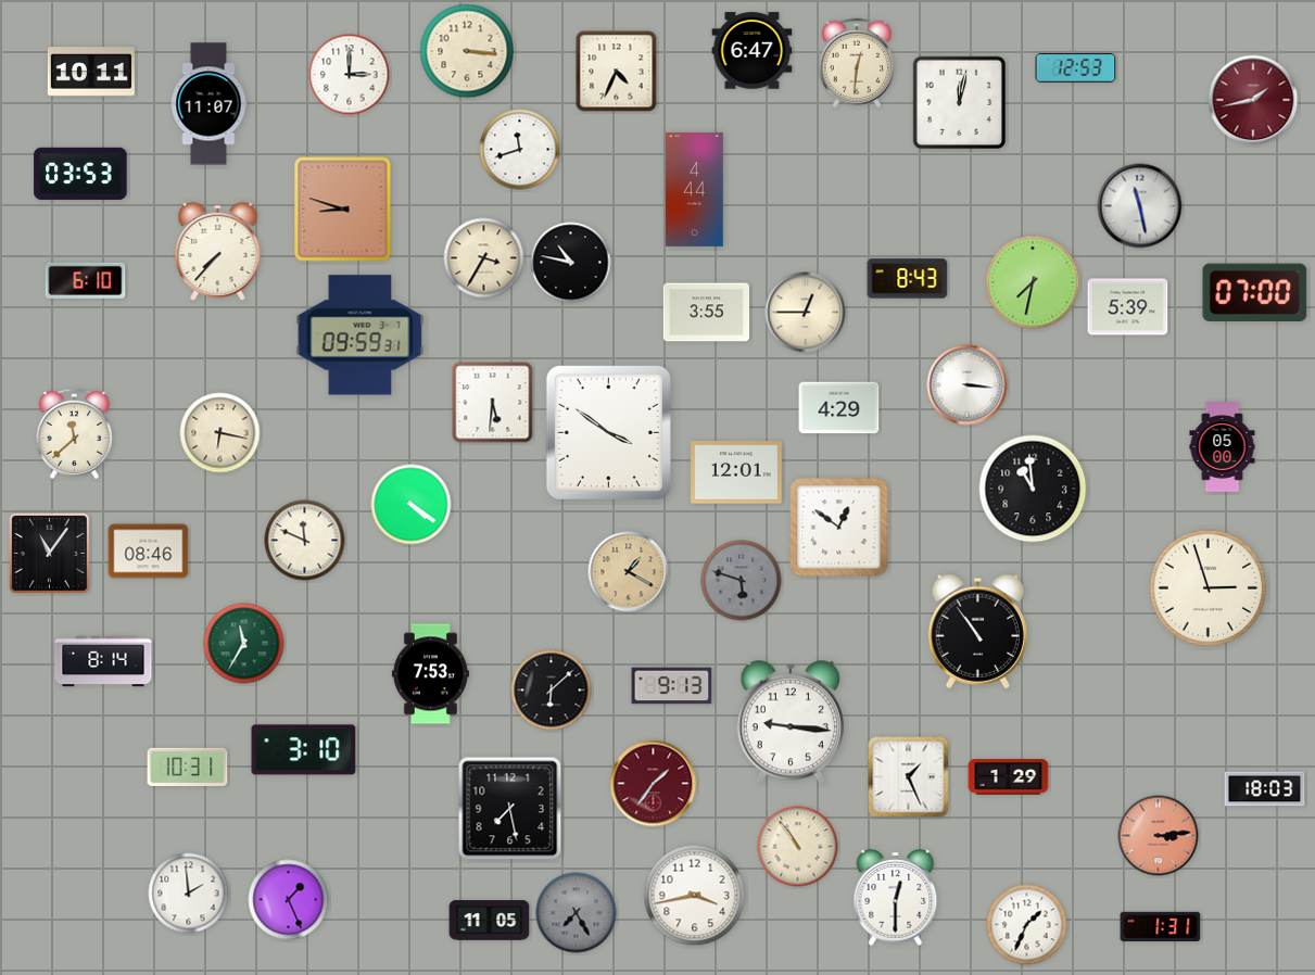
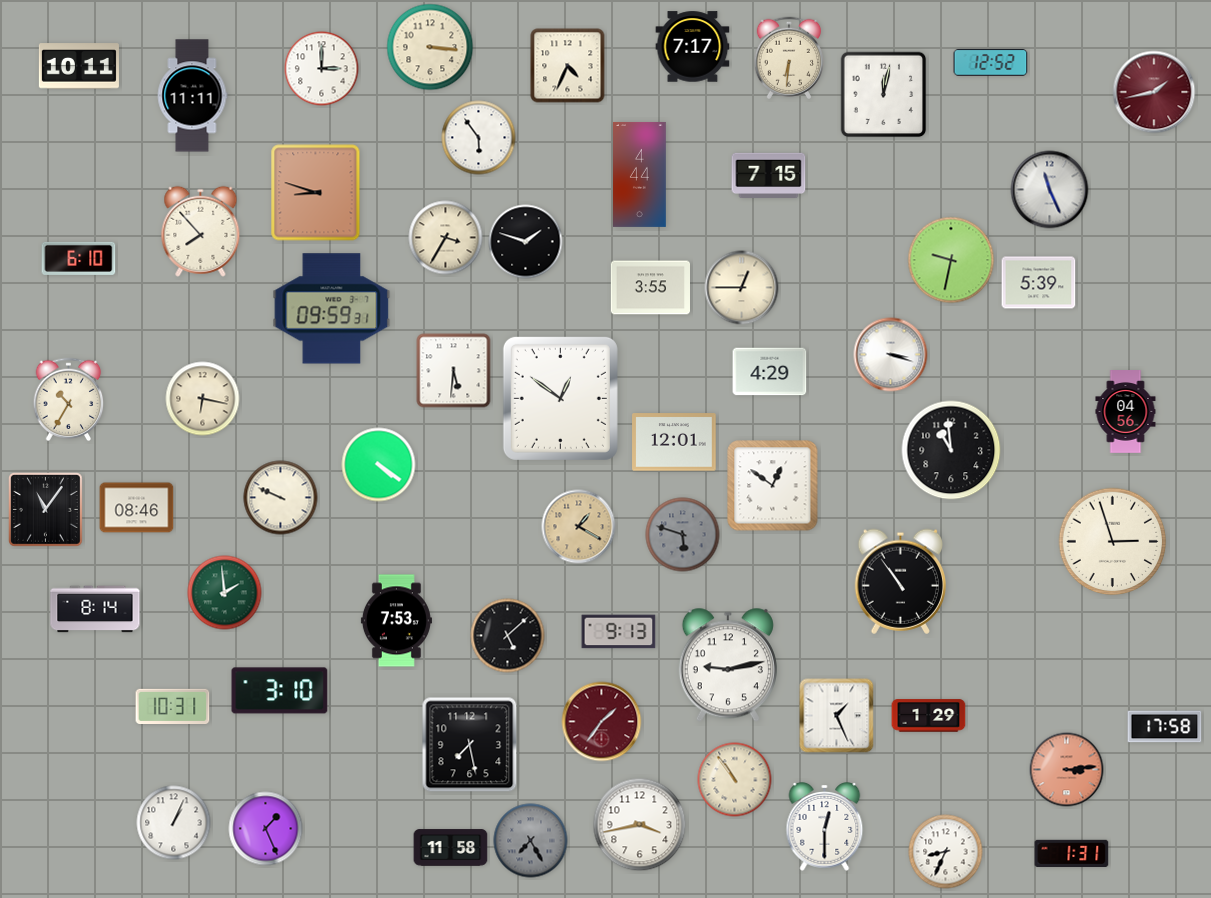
clock at (753, 51): 6:47 -> 7:17
clock at (856, 62): 12:31 -> 6:31
clock at (1076, 68): 12:53 -> 12:52
clock at (91, 72) position: (91, 72) -> (79, 66)
clock at (208, 104): 11:07 -> 11:11
clock at (520, 150): 11:42 -> 5:54
clock at (80, 174): 03:53 -> none
clock at (769, 175): none -> 7:15
clock at (1140, 206): 11:28 -> 11:26
clock at (218, 251): 7:37 -> 7:53
clock at (571, 263): 10:47 -> 1:48
clock at (908, 279): 8:43 -> none
clock at (1033, 282): 7:32 -> 9:32
clock at (1255, 292): 07:00 -> none
clock at (968, 385): 3:16 -> 3:18
clock at (839, 408) position: (839, 408) -> (770, 372)
clock at (608, 432): 3:51 -> 12:51
clock at (75, 434): 11:38 -> 10:35
clock at (1223, 447): 05:00 -> 04:56
clock at (736, 472) position: (736, 472) -> (674, 442)
clock at (305, 541): 11:49 -> 9:49
clock at (244, 644): 11:35 -> 1:59
clock at (552, 691): 6:08 -> 5:08
clock at (791, 722): 9:16 -> 9:13
clock at (1265, 789): 18:03 -> 17:58
clock at (189, 894): 1:59 -> 1:04
clock at (490, 921): 11:05 -> 11:58
clock at (1027, 925): 1:34 -> 8:34
clock at (1161, 926) position: (1161, 926) -> (1072, 853)
